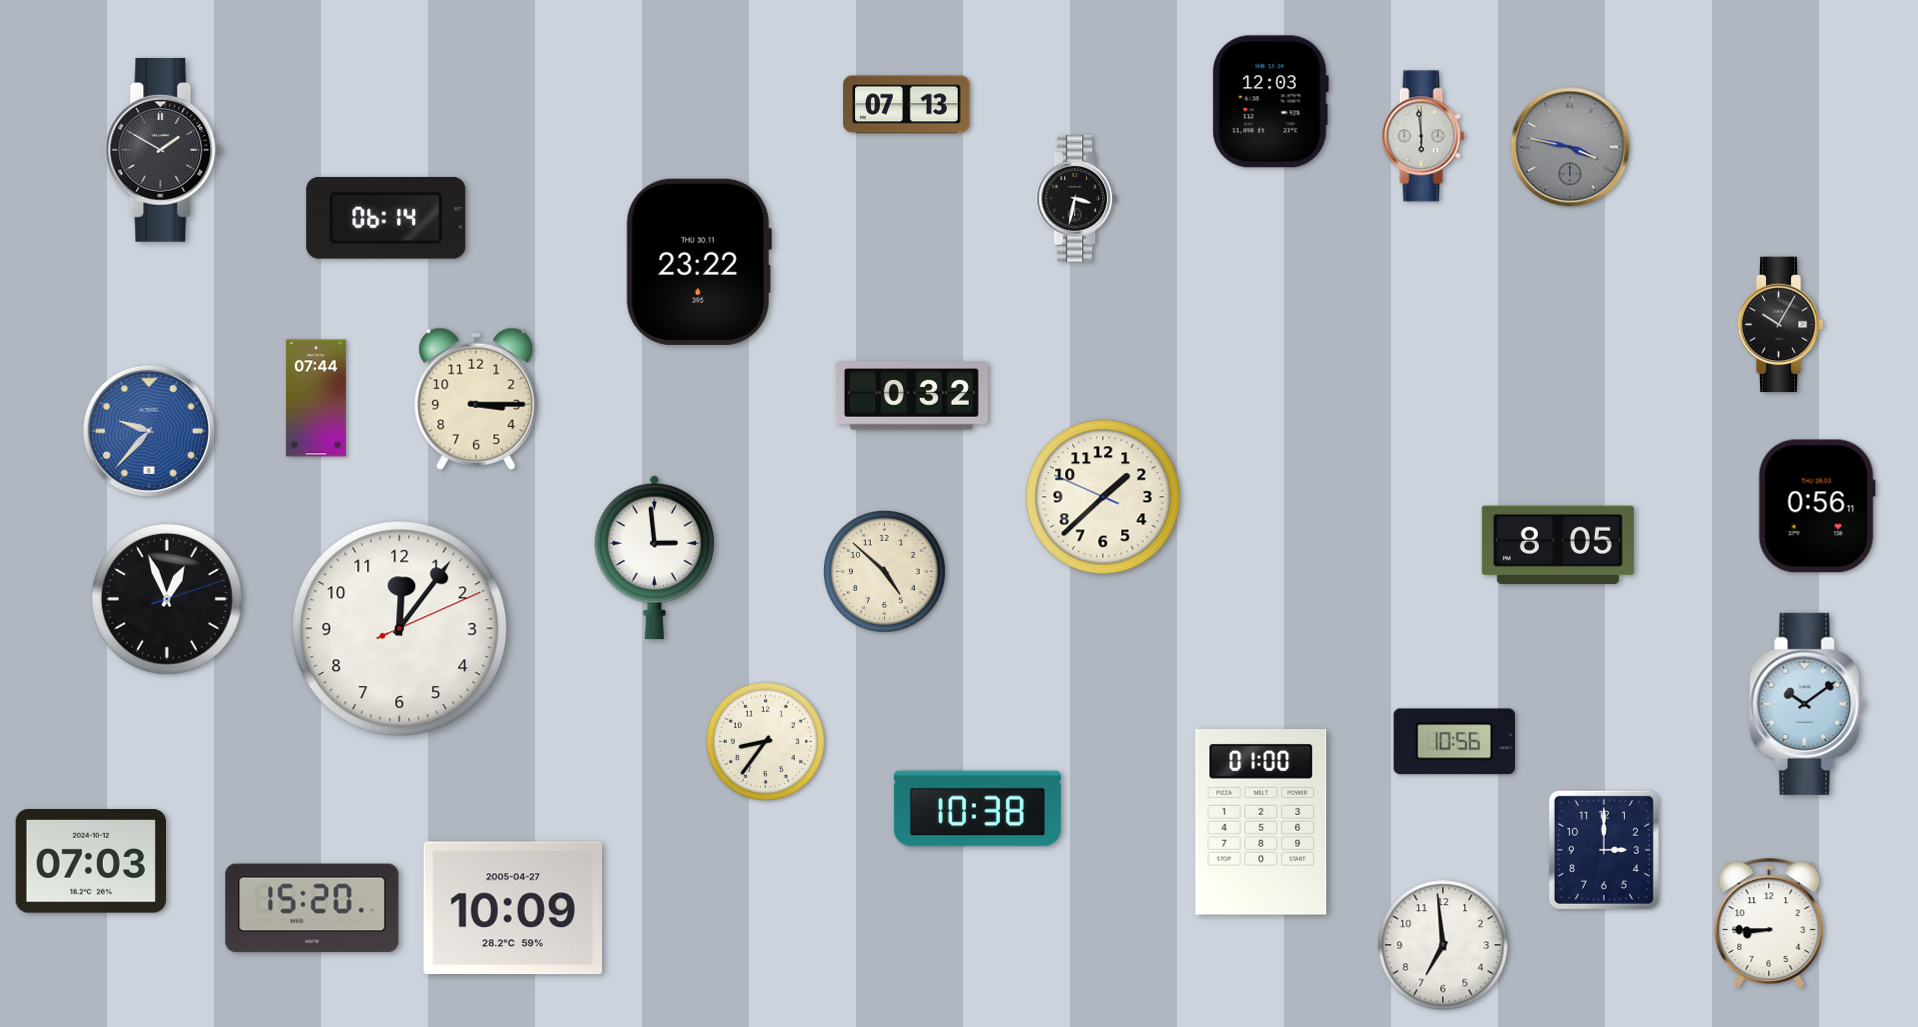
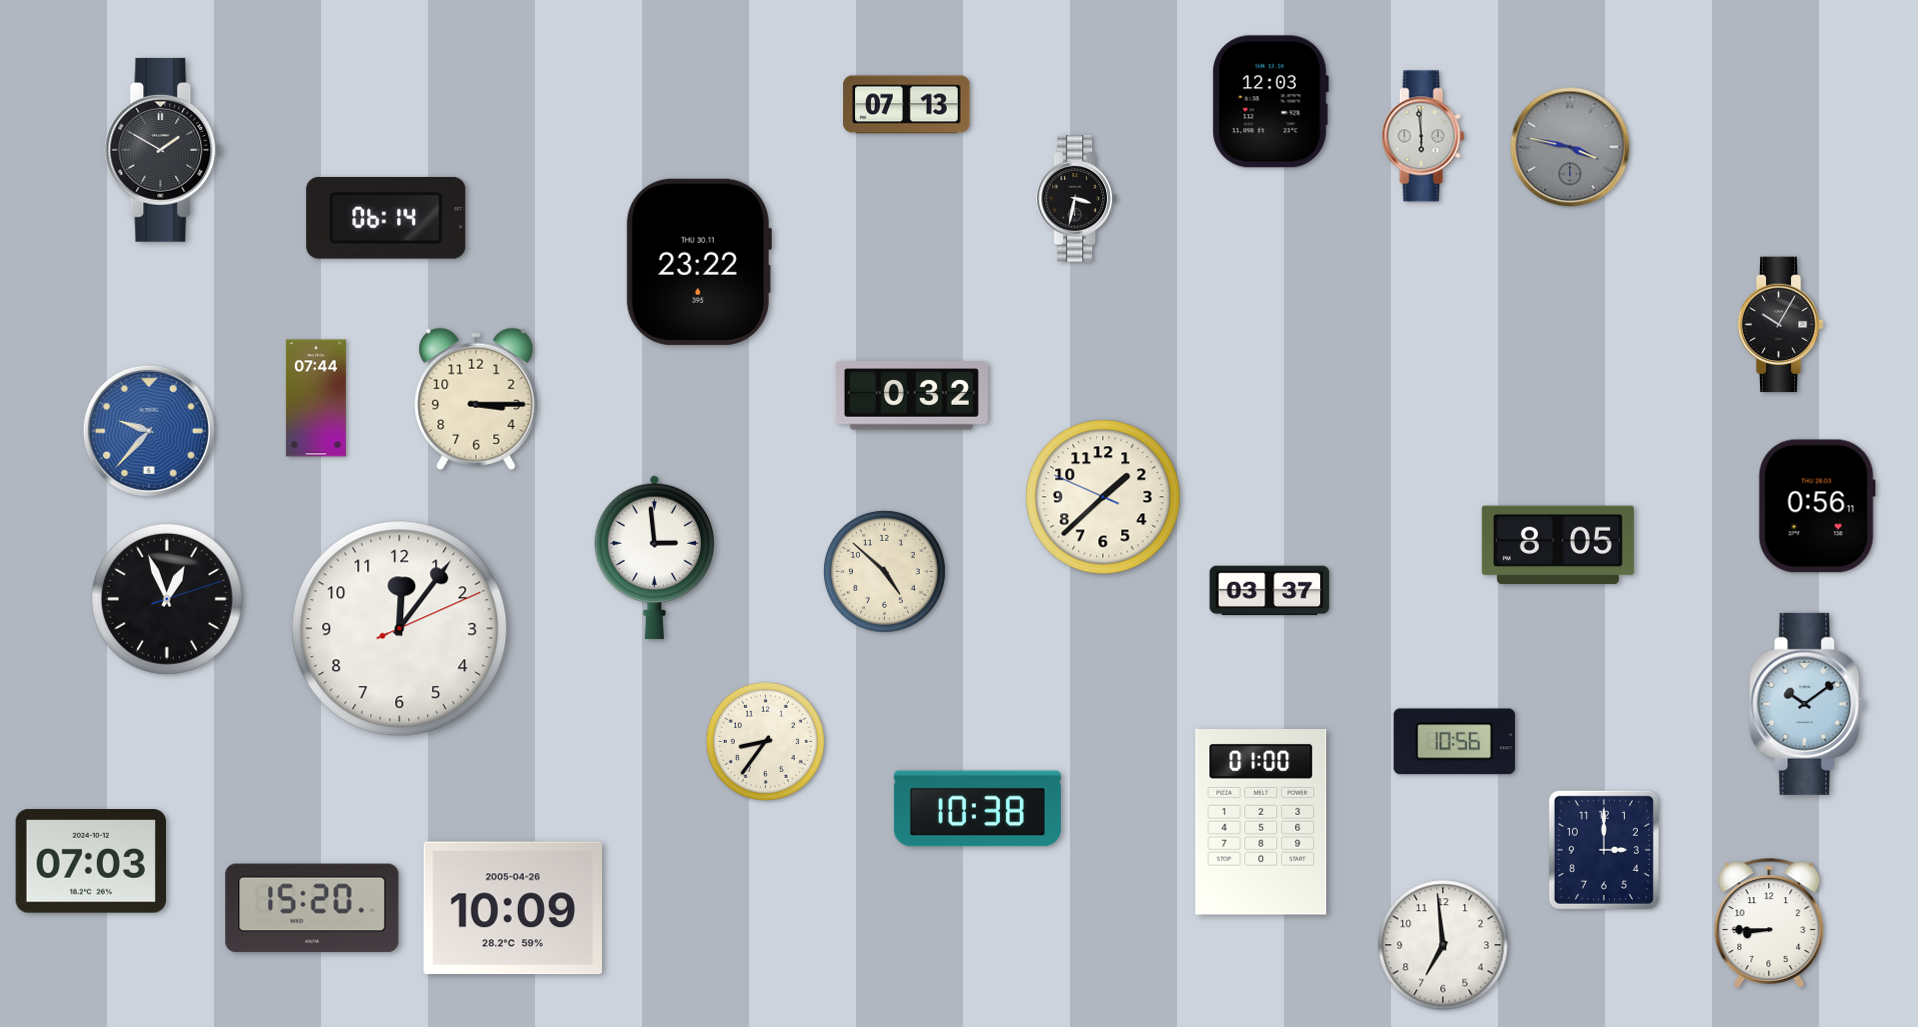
clock at (1270, 591): none -> 03:37
clock at (512, 908) date: 2005-04-27 -> 2005-04-26
